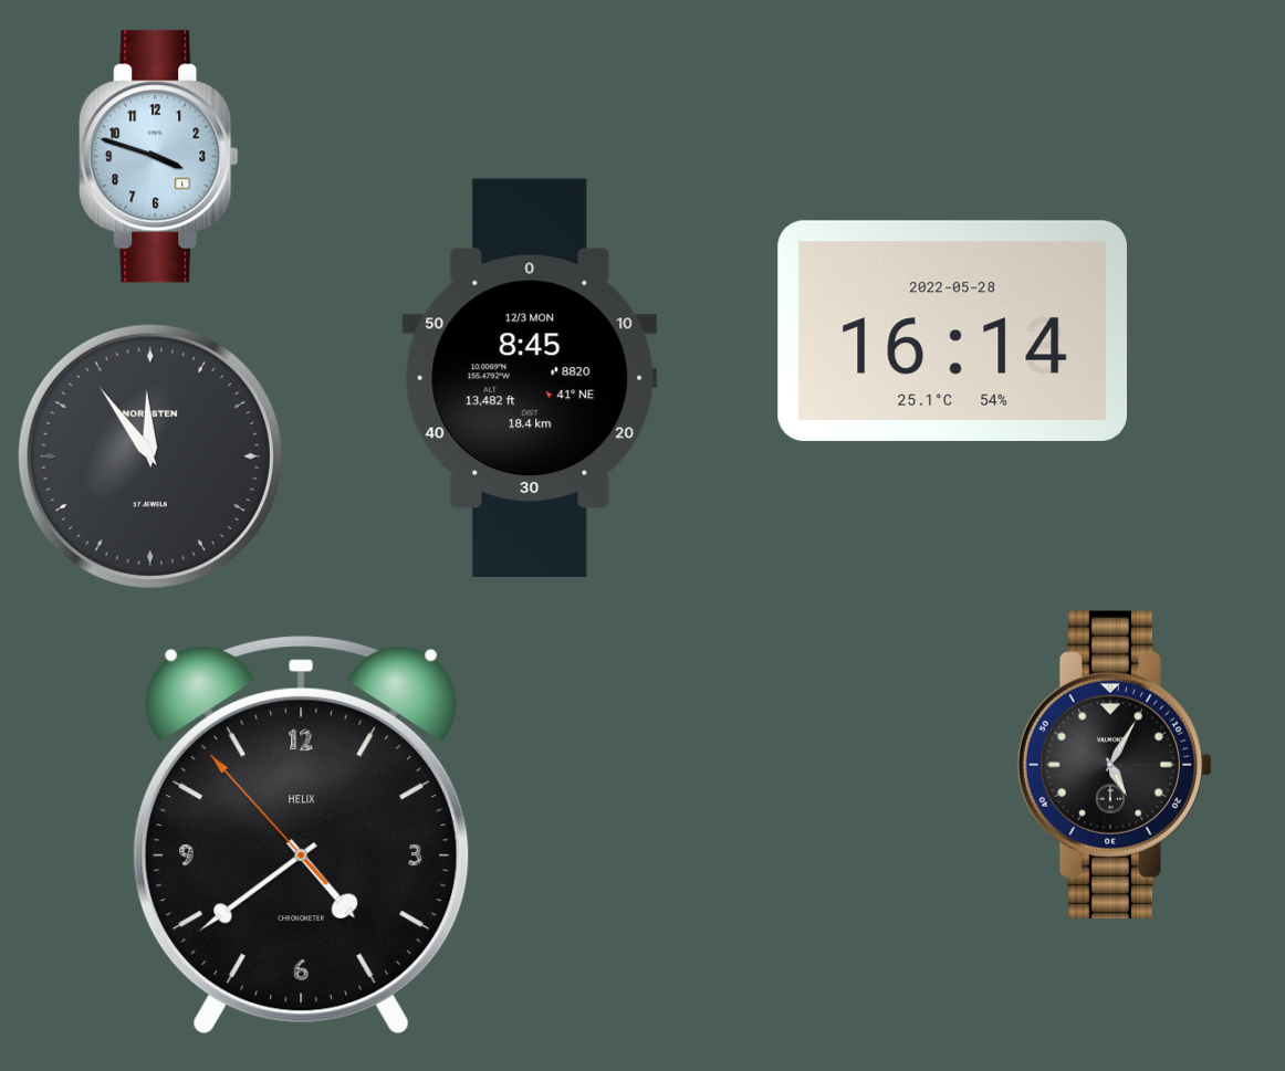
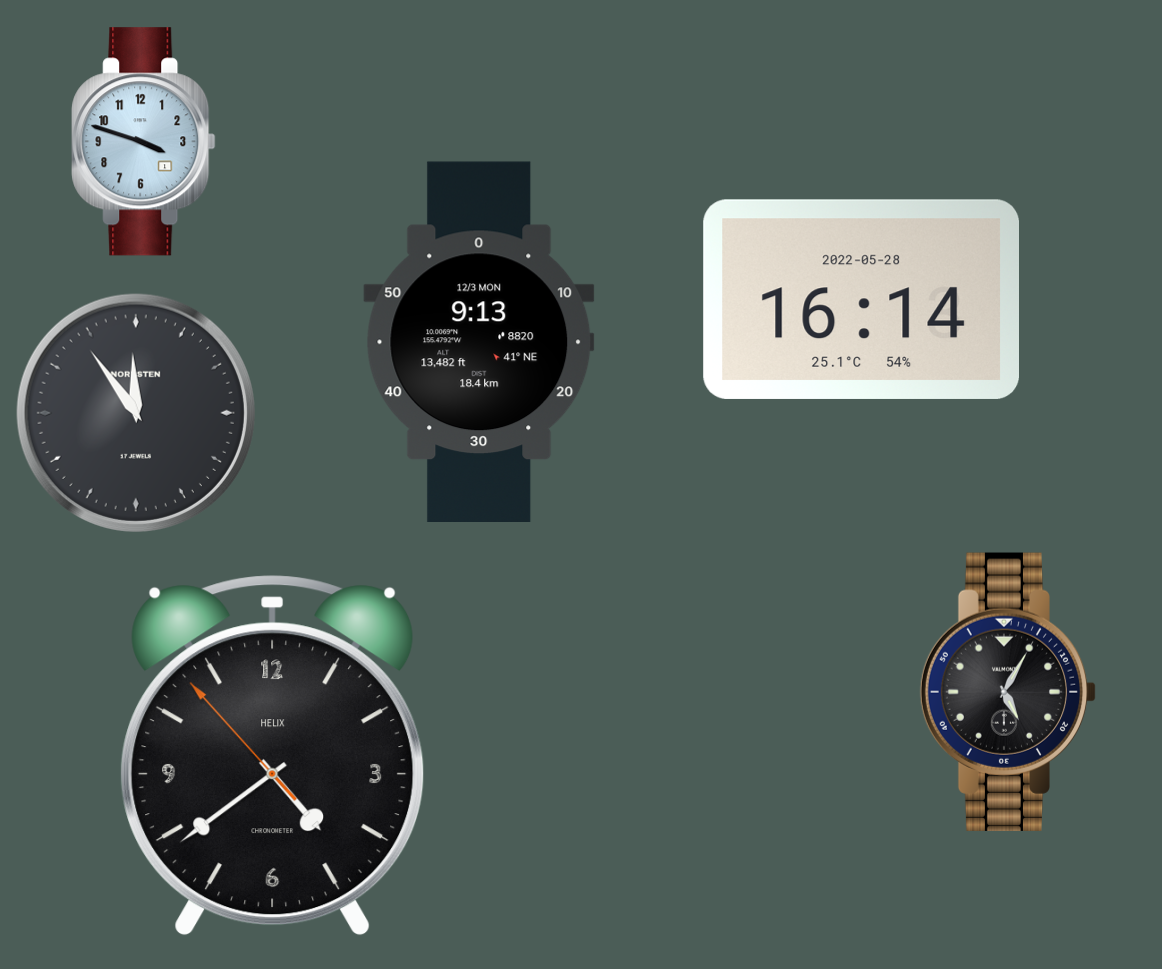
clock at (530, 377): 8:45 -> 9:13
